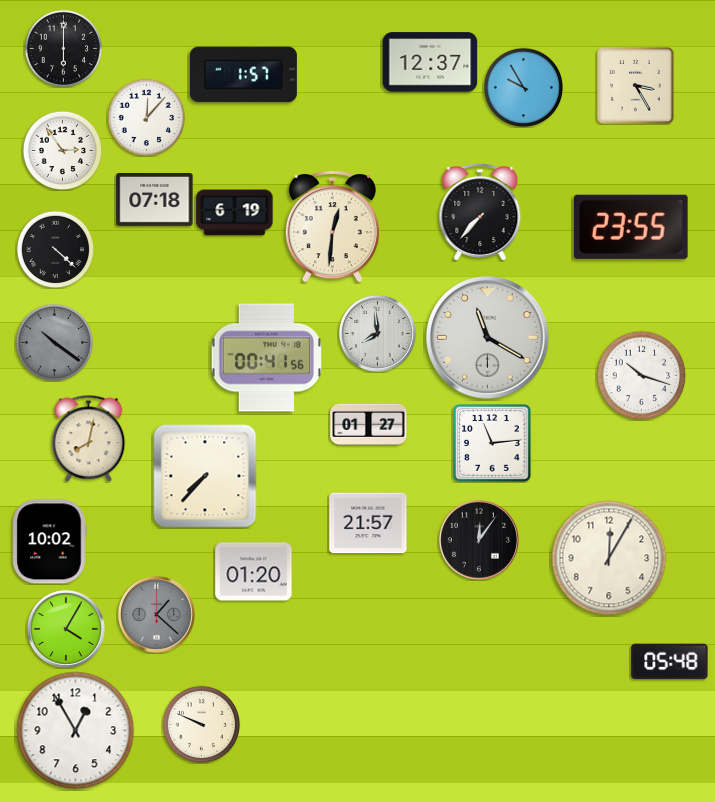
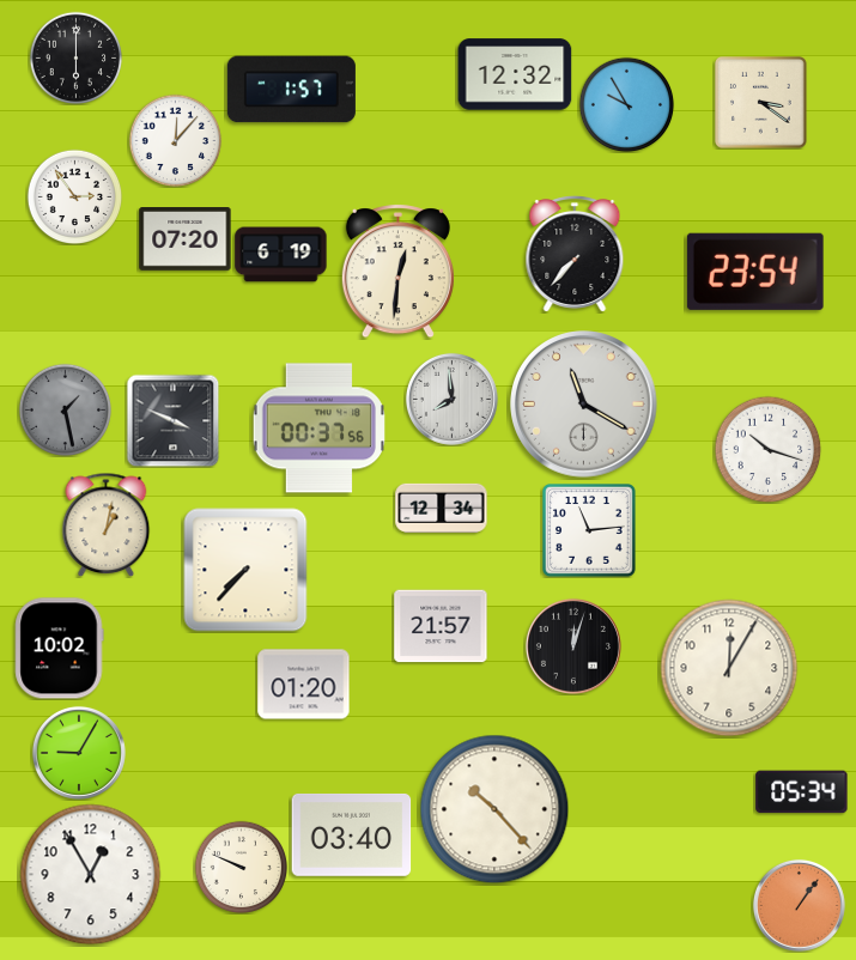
clock at (430, 62): 12:37 -> 12:32
clock at (636, 86): 3:25 -> 3:21
clock at (62, 150) position: (62, 150) -> (74, 196)
clock at (155, 200): 07:18 -> 07:20
clock at (631, 227): 23:55 -> 23:54
clock at (55, 249): 4:22 -> none
clock at (54, 342): 10:21 -> 1:28
clock at (172, 420): none -> 3:49
clock at (266, 358): 00:41 -> 00:37
clock at (369, 424): 01:27 -> 12:34
clock at (89, 438): 8:02 -> 1:02
clock at (479, 540): 12:06 -> 12:03
clock at (156, 614): 1:22 -> none
clock at (66, 629): 4:05 -> 9:05
clock at (670, 662): 05:48 -> 05:34
clock at (494, 809): none -> 10:23
clock at (352, 834): none -> 03:40
clock at (799, 905): none -> 1:06
